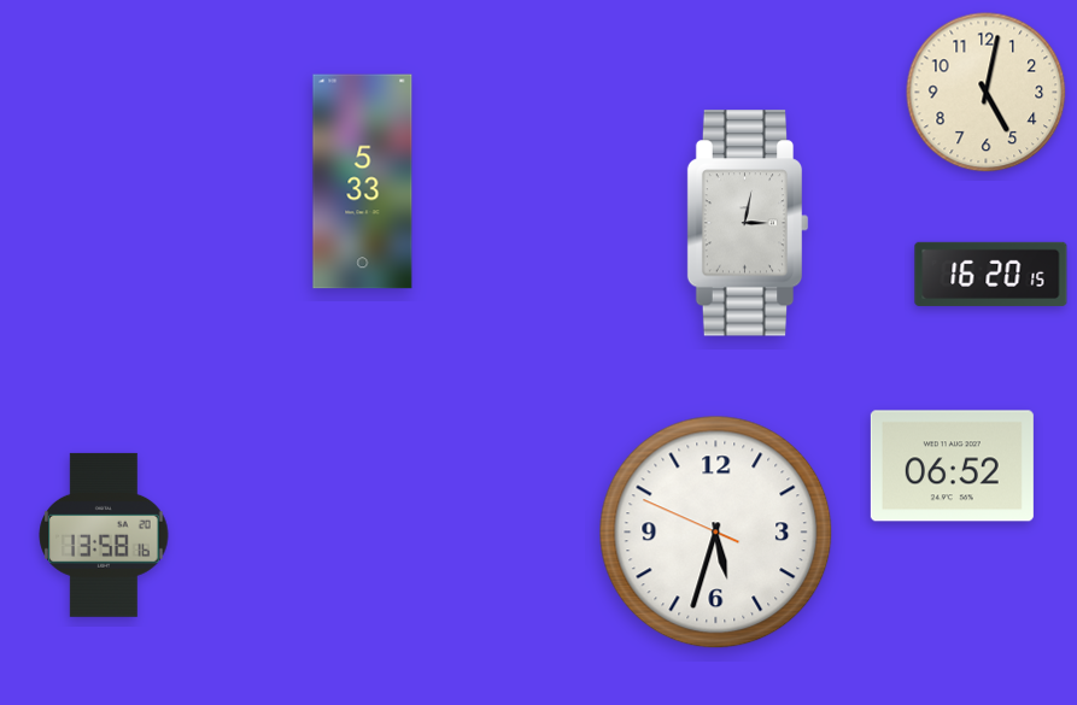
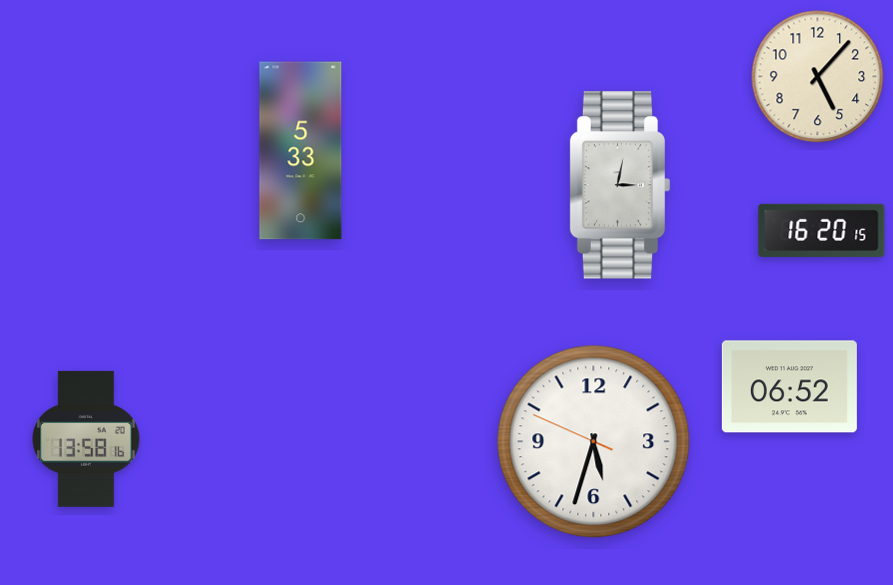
clock at (987, 93): 5:02 -> 5:07
clock at (991, 274) position: (991, 274) -> (822, 230)
clock at (104, 535) position: (104, 535) -> (86, 439)
